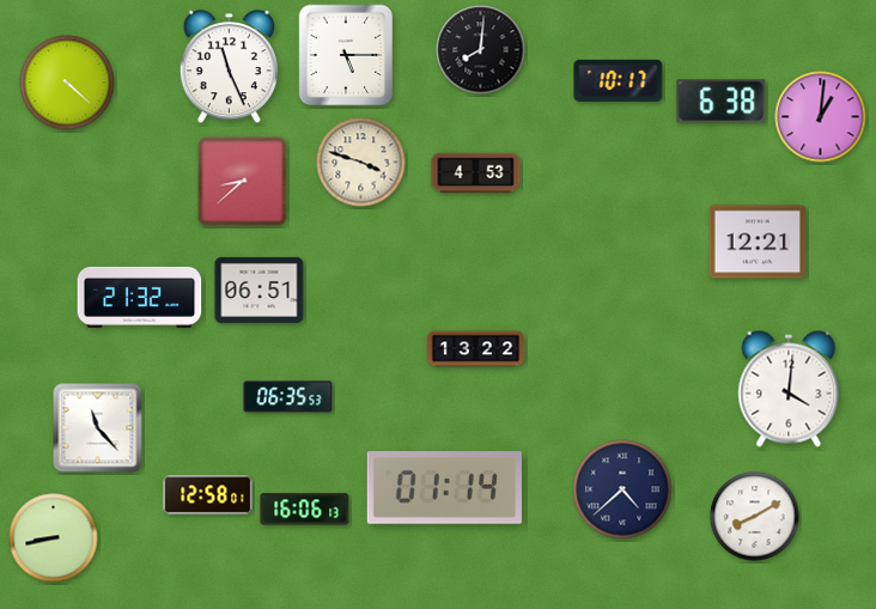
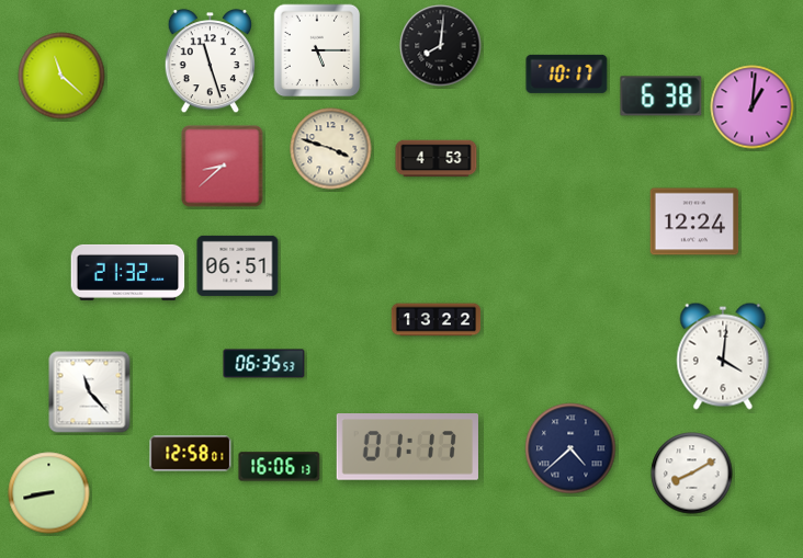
clock at (229, 67): 11:26 -> 11:27
clock at (67, 83): 4:22 -> 11:22
clock at (722, 102) position: (722, 102) -> (661, 96)
clock at (758, 242): 12:21 -> 12:24
clock at (444, 488): 01:14 -> 01:17
